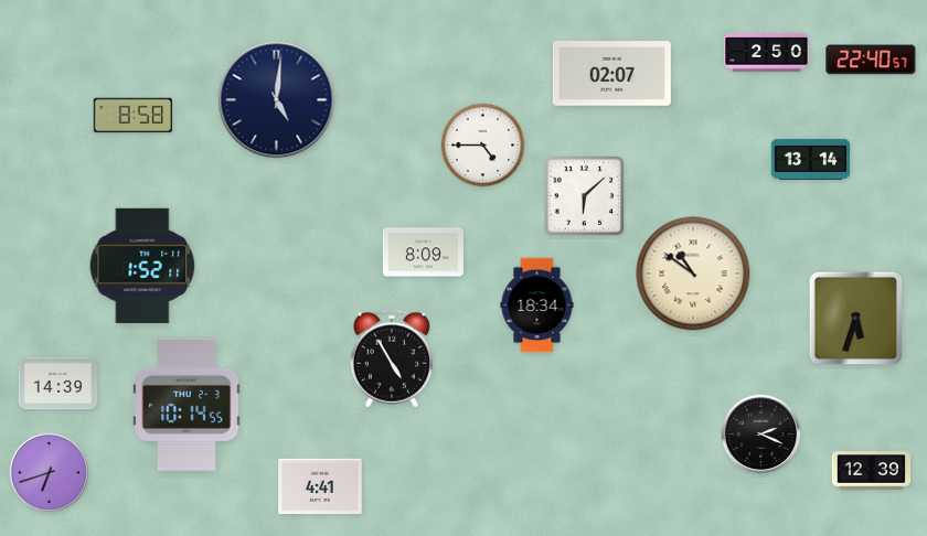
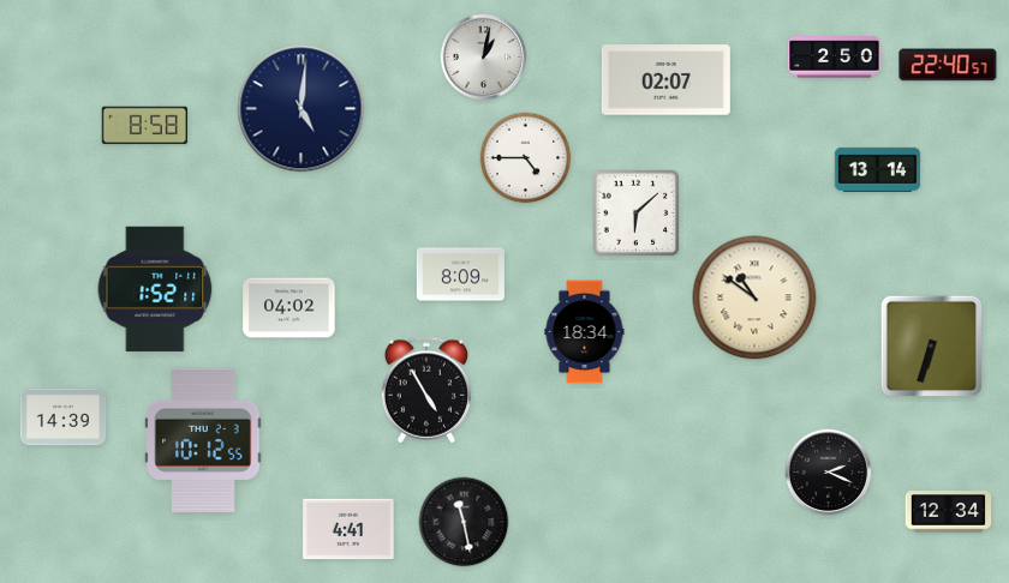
clock at (484, 58): none -> 1:02
clock at (811, 159) position: (811, 159) -> (878, 169)
clock at (289, 308): none -> 04:02
clock at (856, 319): 5:33 -> 6:33
clock at (187, 405): 10:14 -> 10:12
clock at (872, 471): 12:39 -> 12:34
clock at (50, 473): 6:42 -> none
clock at (464, 522): none -> 11:28
